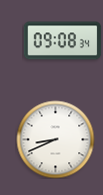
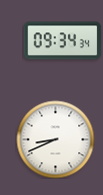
clock at (62, 41): 09:08 -> 09:34
